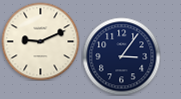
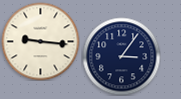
clock at (40, 41): 9:11 -> 9:16
